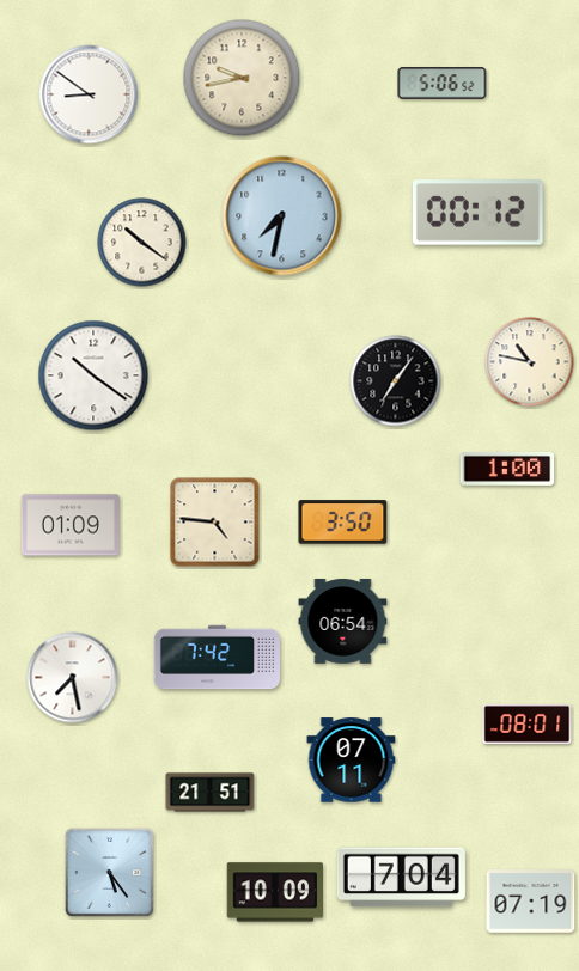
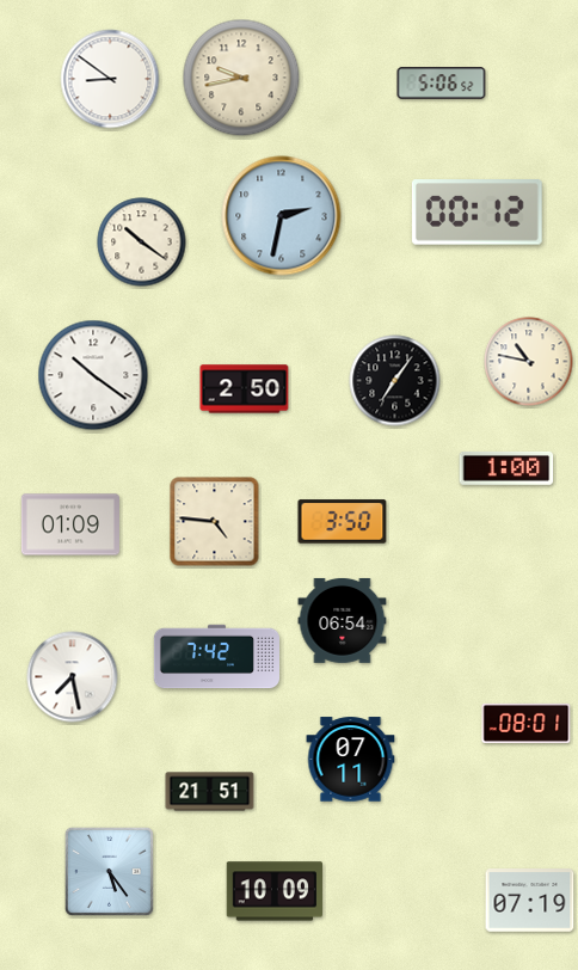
clock at (89, 94) position: (89, 94) -> (110, 79)
clock at (282, 216): 7:32 -> 2:32
clock at (245, 389): none -> 2:50
clock at (401, 878): 7:04 -> none
